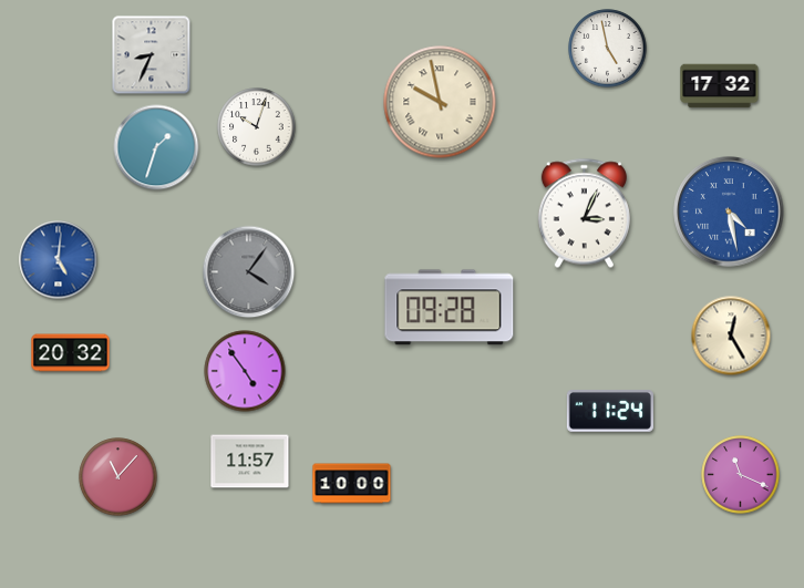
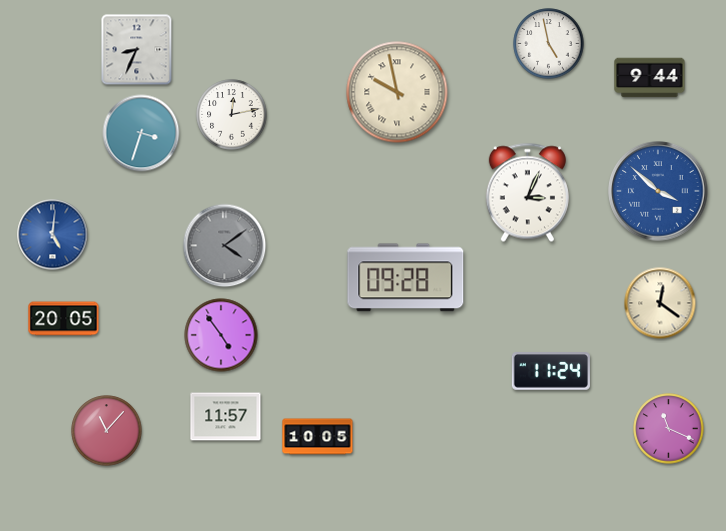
clock at (720, 86): 17:32 -> 9:44
clock at (257, 127): 10:03 -> 12:13
clock at (156, 147): 1:33 -> 3:33
clock at (729, 212): 4:28 -> 3:52
clock at (249, 272): 4:06 -> 4:09
clock at (731, 336): 12:25 -> 12:21
clock at (71, 353): 20:32 -> 20:05
clock at (352, 484): 10:00 -> 10:05
